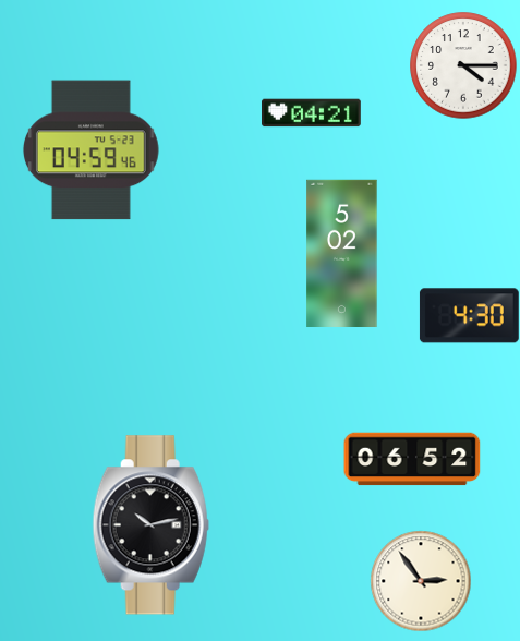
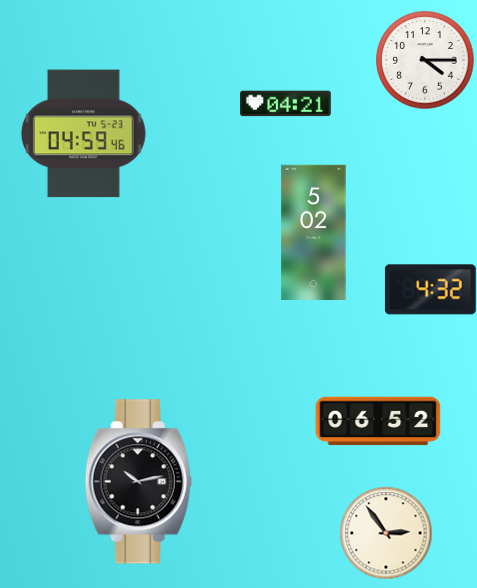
clock at (90, 150) position: (90, 150) -> (83, 134)
clock at (469, 316): 4:30 -> 4:32
